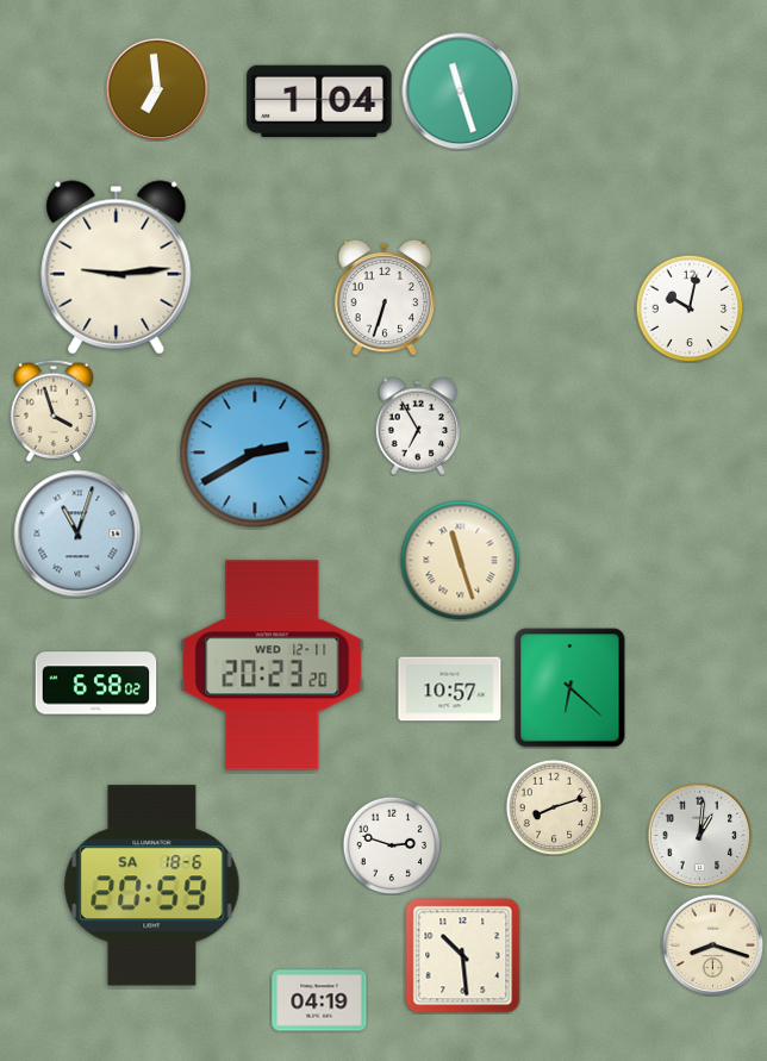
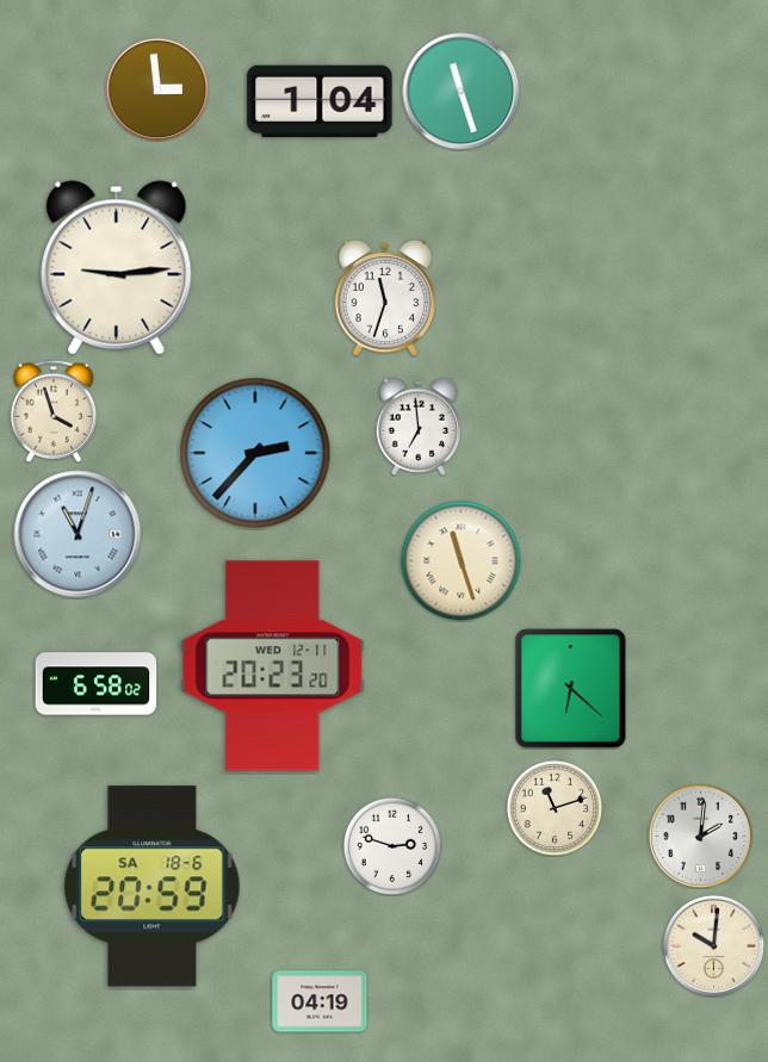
clock at (157, 89): 6:59 -> 2:59
clock at (385, 298): 6:33 -> 11:33
clock at (690, 308): 10:02 -> none
clock at (418, 426): 6:55 -> 6:59
clock at (255, 453): 2:40 -> 2:37
clock at (450, 689): 10:57 -> none
clock at (554, 807): 8:12 -> 11:12
clock at (699, 835): 1:01 -> 2:01
clock at (712, 944): 8:18 -> 10:01
clock at (463, 956): 10:29 -> none
